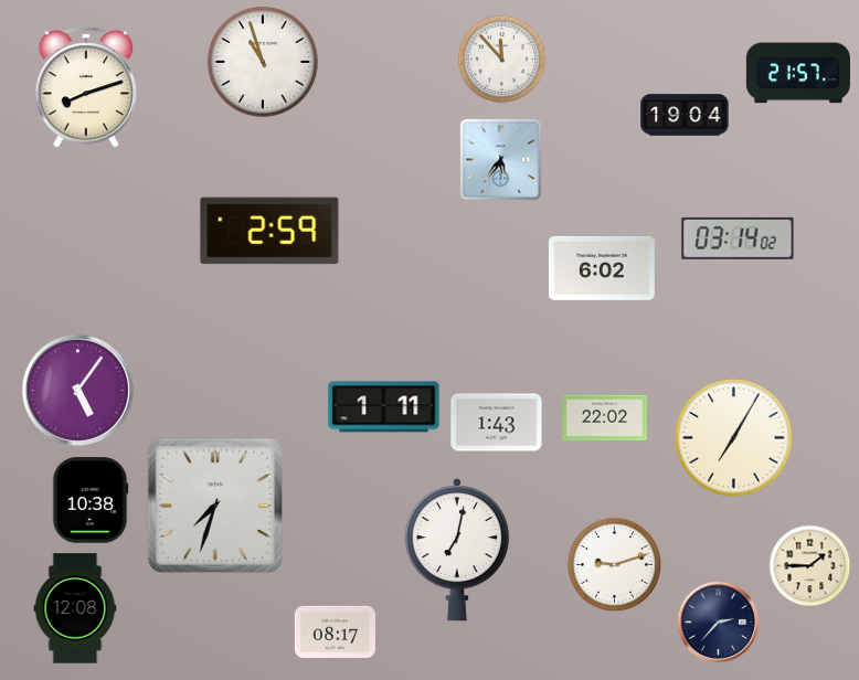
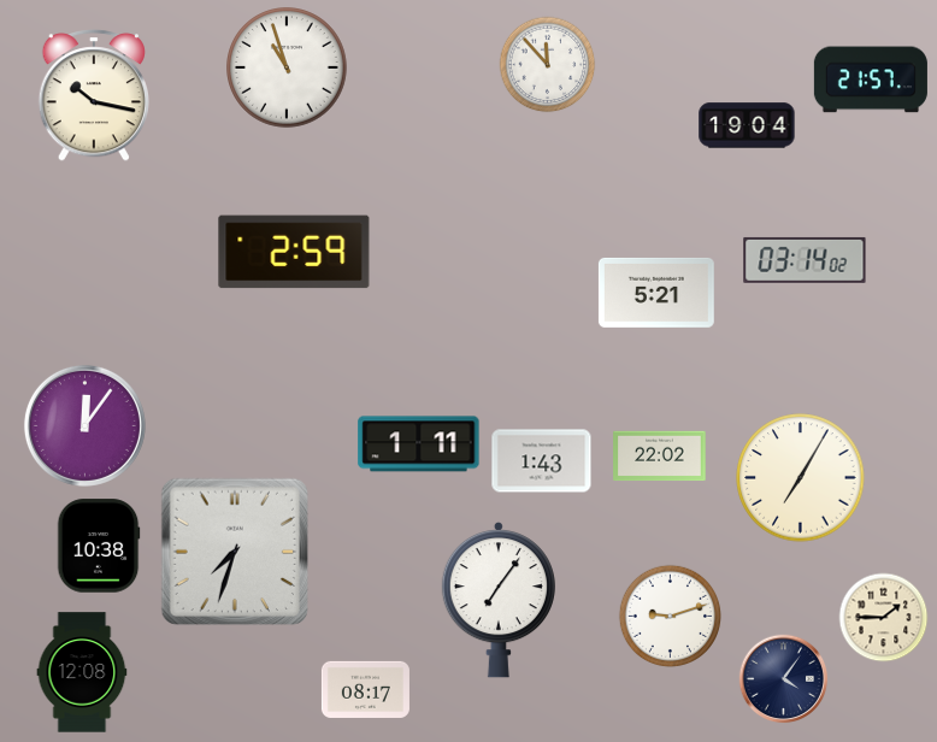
clock at (85, 87): 8:12 -> 10:17
clock at (501, 160): 5:36 -> none
clock at (602, 268): 6:02 -> 5:21
clock at (77, 390): 5:06 -> 12:06
clock at (457, 550): 7:02 -> 7:06
clock at (75, 608) position: (75, 608) -> (82, 672)
clock at (719, 623): 2:37 -> 4:06
